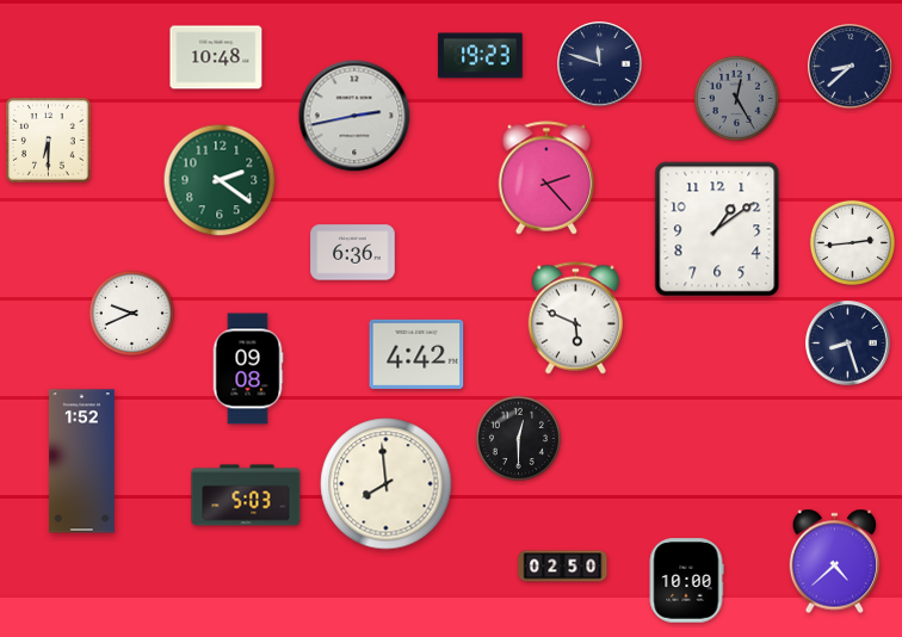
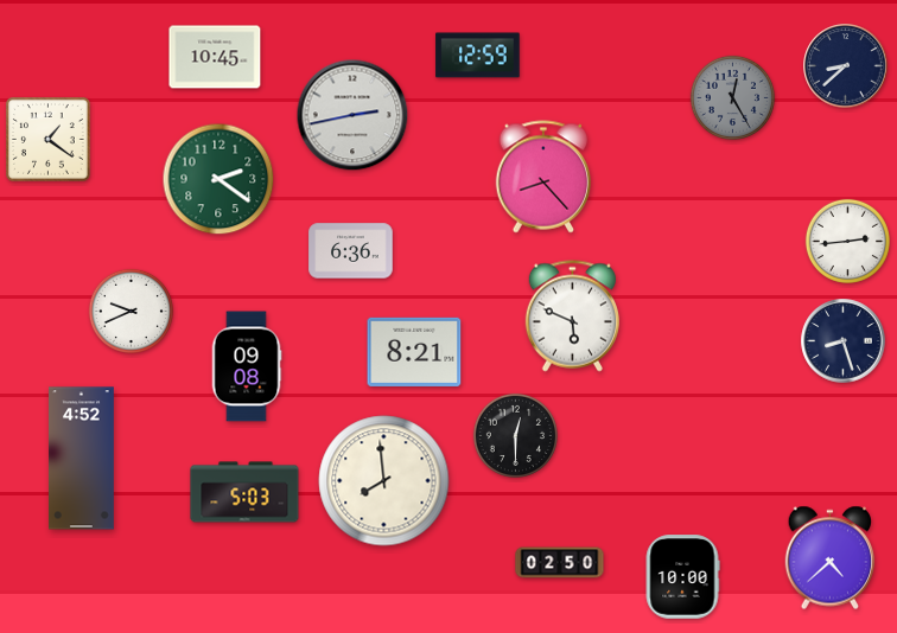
clock at (481, 56): 19:23 -> 12:59
clock at (216, 57): 10:48 -> 10:45
clock at (600, 64): 11:48 -> none
clock at (49, 141): 6:30 -> 1:21
clock at (546, 178): 2:23 -> 8:23
clock at (717, 229): 1:09 -> none
clock at (416, 354): 4:42 -> 8:21
clock at (82, 462): 1:52 -> 4:52
